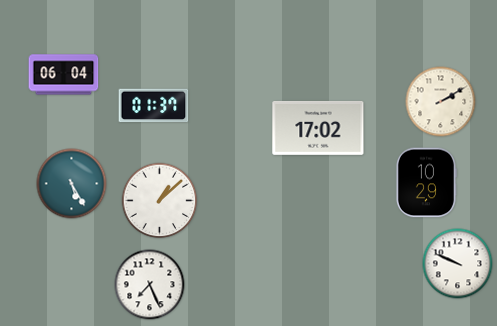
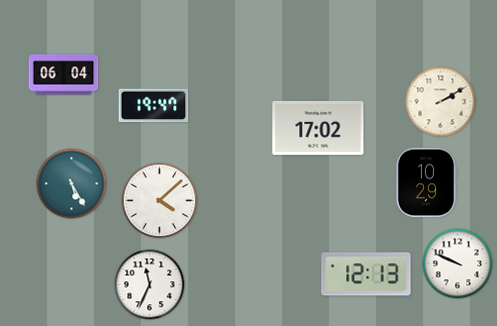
clock at (154, 106): 01:37 -> 19:47
clock at (160, 201): 1:08 -> 4:08
clock at (366, 274): none -> 12:13
clock at (150, 285): 7:26 -> 11:34
